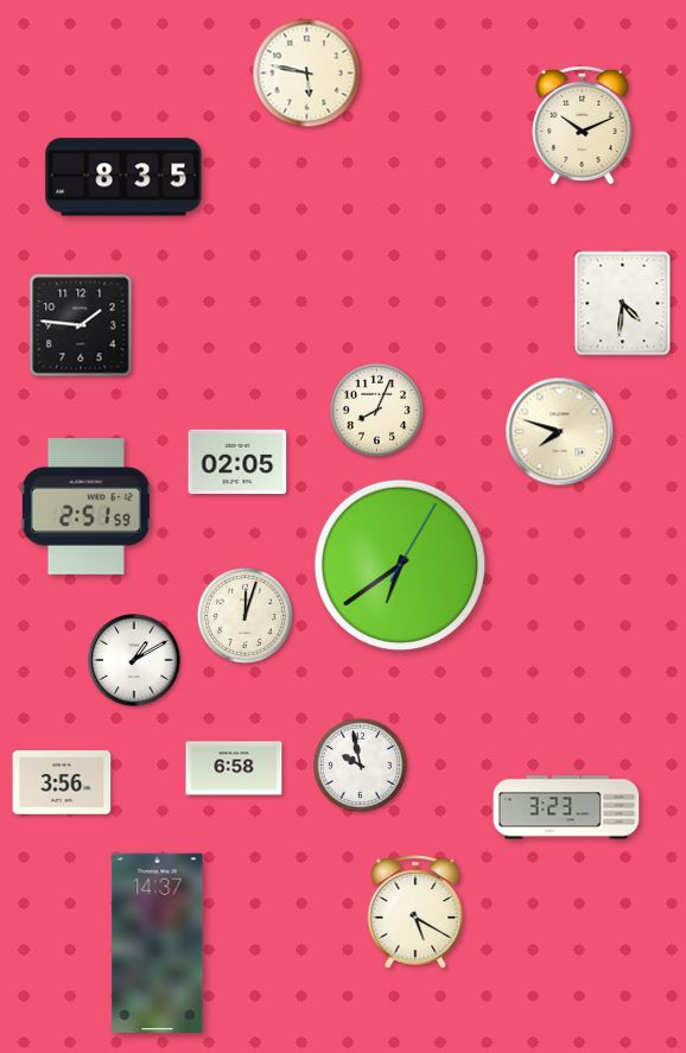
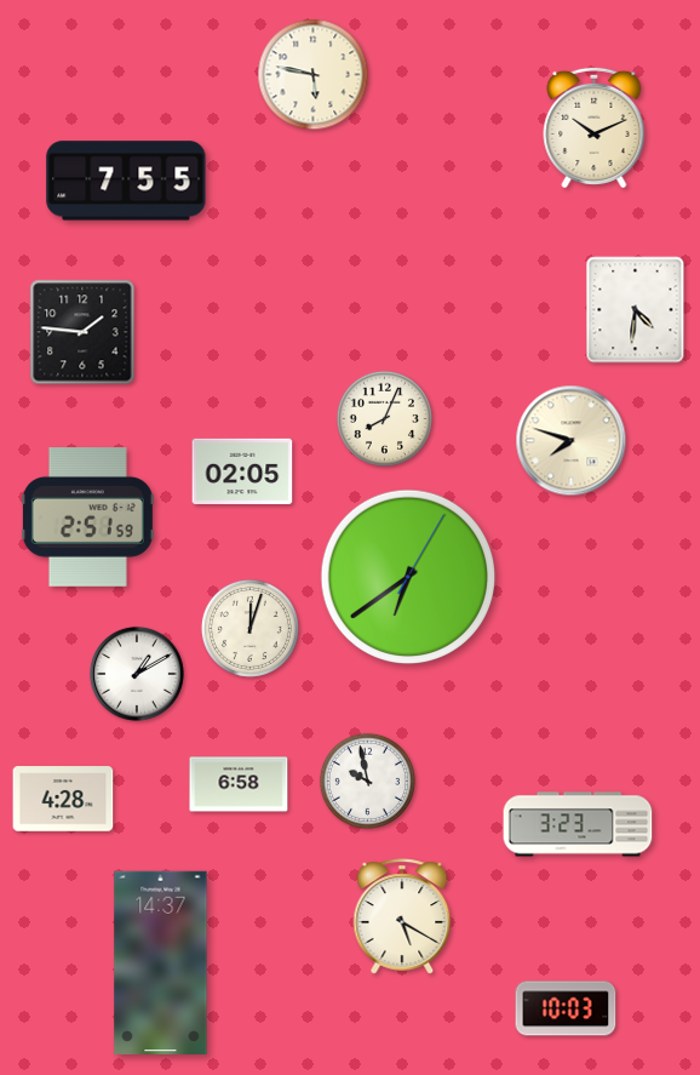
clock at (123, 177): 8:35 -> 7:55
clock at (62, 782): 3:56 -> 4:28
clock at (415, 912) position: (415, 912) -> (402, 916)
clock at (566, 1008): none -> 10:03
